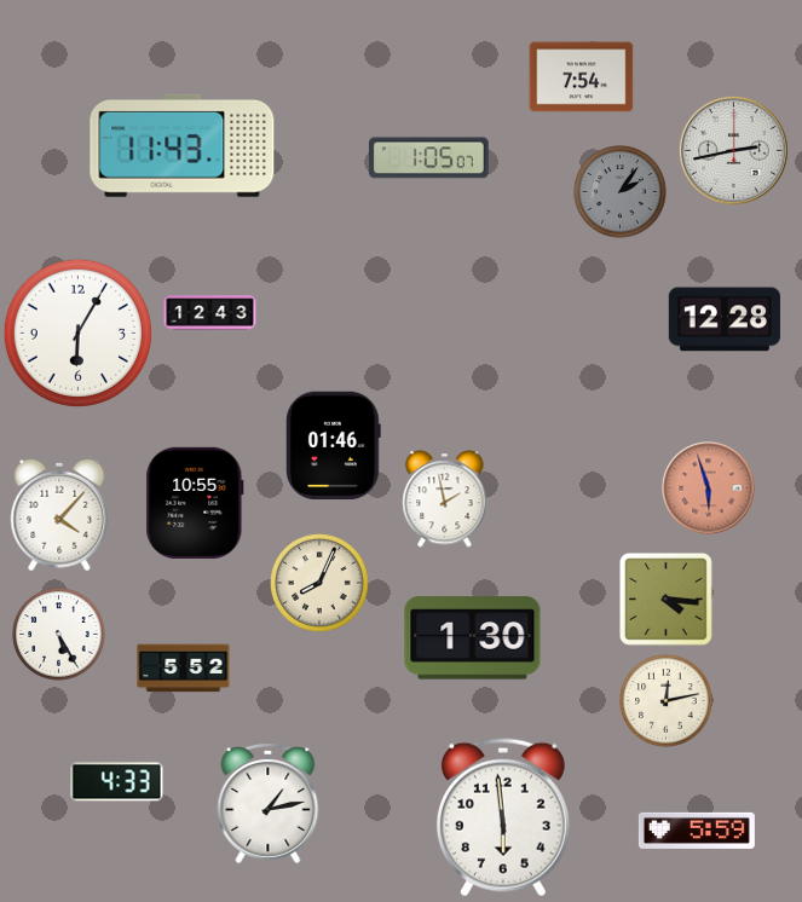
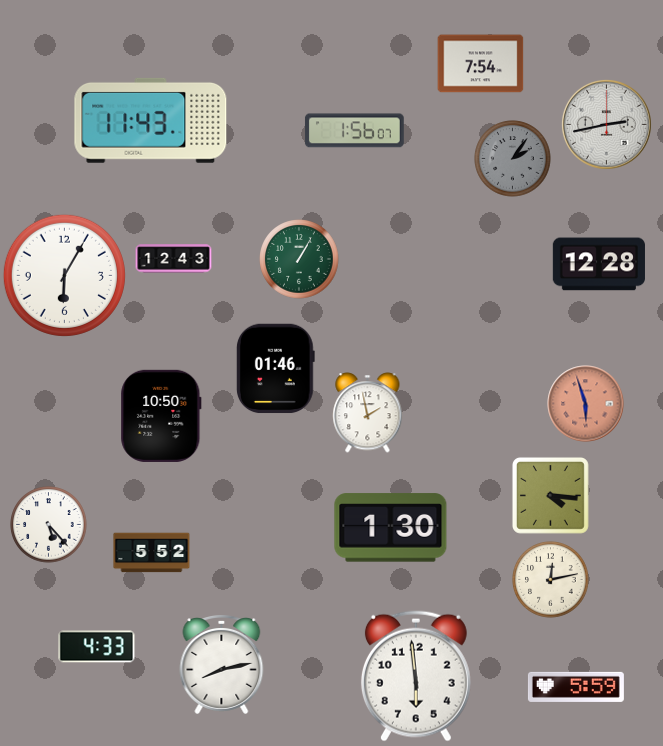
clock at (428, 158): 1:05 -> 1:56
clock at (299, 259): none -> 1:05
clock at (195, 503): 10:55 -> 10:50
clock at (59, 515): 4:07 -> none
clock at (319, 583): 8:04 -> none
clock at (59, 635): 5:25 -> 5:23
clock at (269, 804): 1:13 -> 8:13
